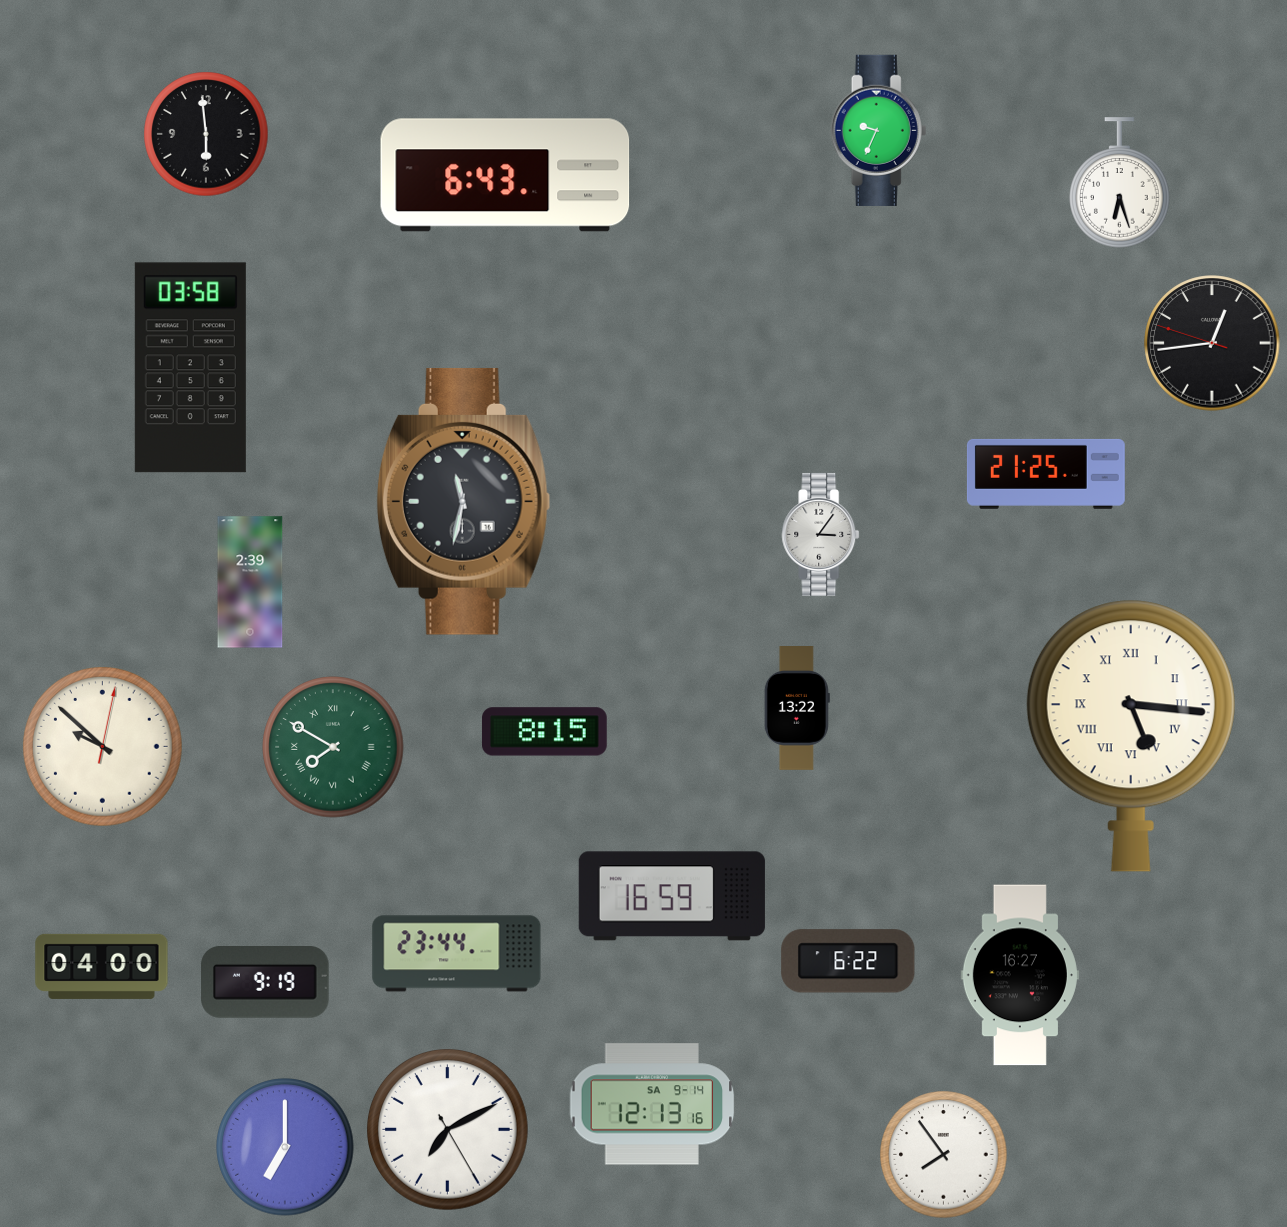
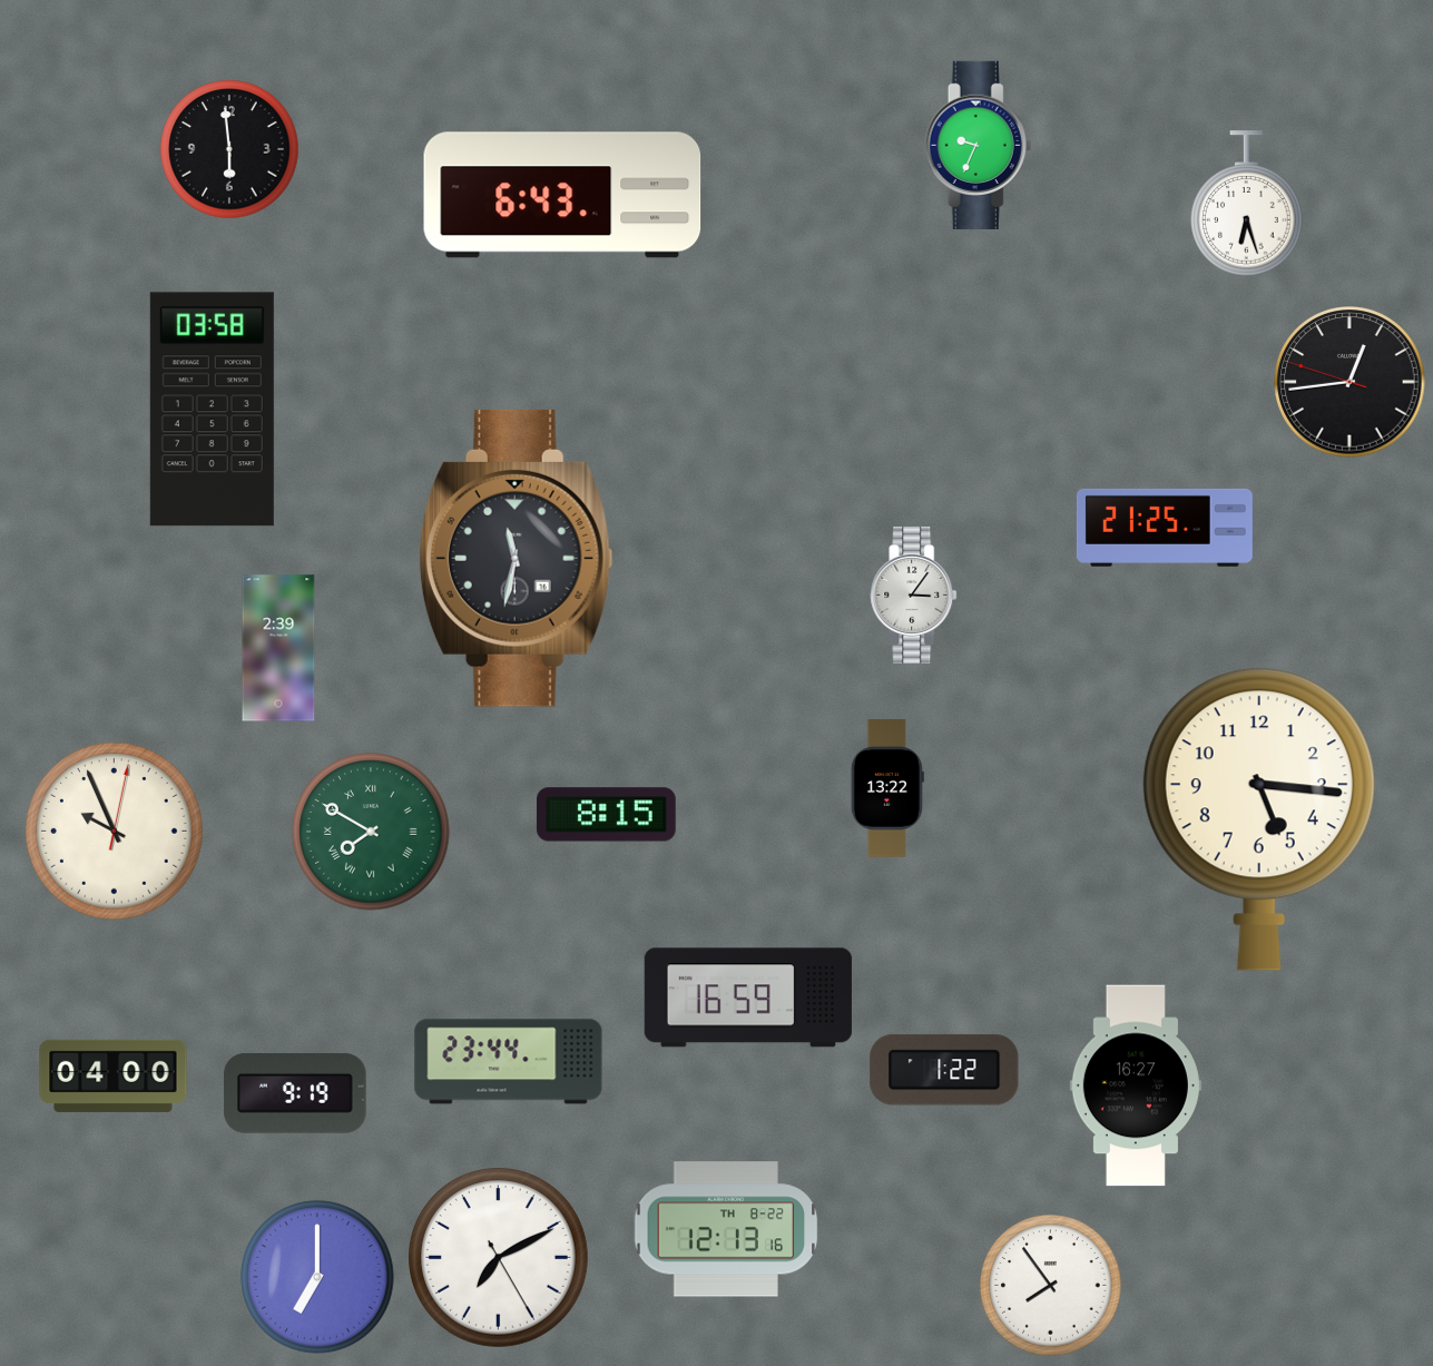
clock at (1131, 736) numerals: Roman -> Arabic
clock at (103, 747): 9:52 -> 9:56
clock at (848, 961): 6:22 -> 1:22
clock at (652, 1104) date: SA 9-14 -> TH 8-22
